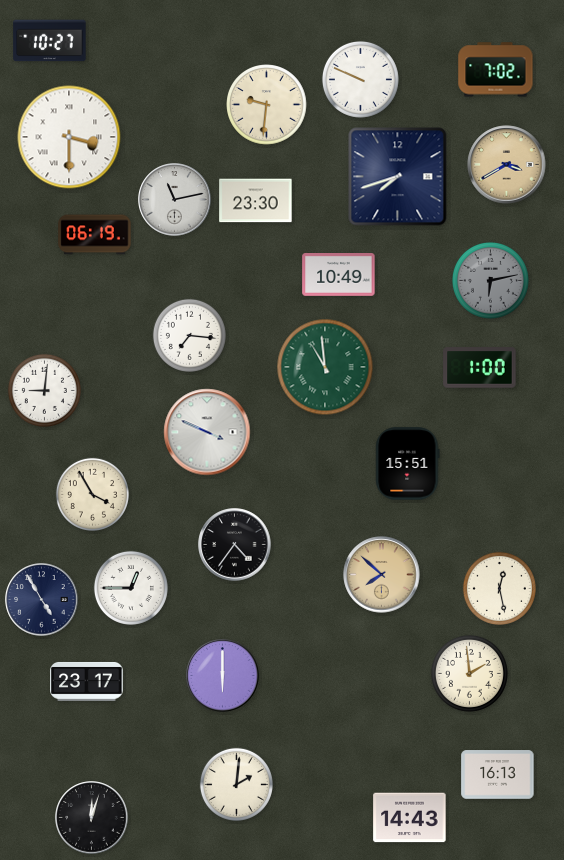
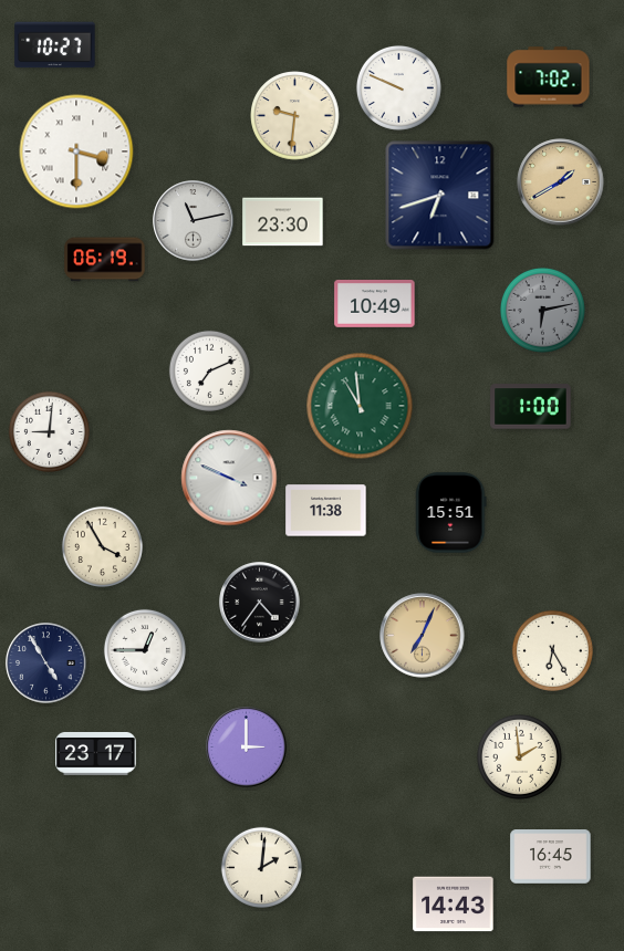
clock at (507, 165): 3:40 -> 1:40
clock at (398, 177): 7:42 -> 6:42
clock at (189, 335): 7:16 -> 7:11
clock at (326, 511): none -> 11:38
clock at (382, 575): 7:52 -> 7:04
clock at (499, 588): 12:28 -> 6:25
clock at (469, 673) position: (469, 673) -> (519, 756)
clock at (223, 676): 6:00 -> 3:00
clock at (498, 775): 16:13 -> 16:45
clock at (92, 818): 12:03 -> none
